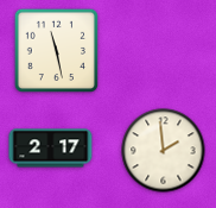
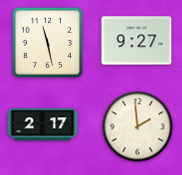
clock at (137, 41): none -> 9:27
